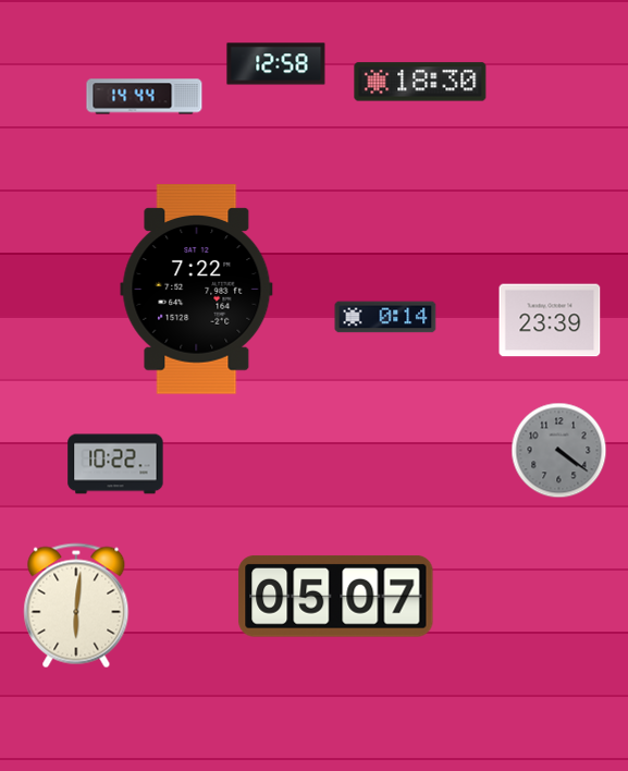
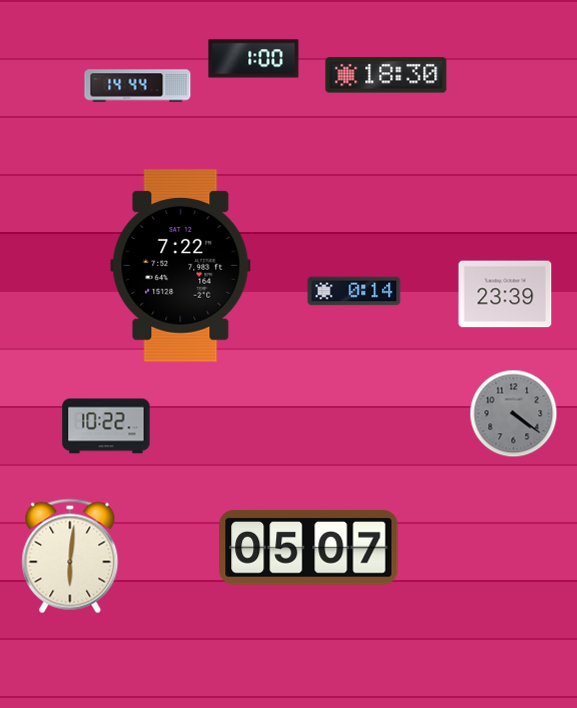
clock at (276, 64): 12:58 -> 1:00
clock at (145, 97) position: (145, 97) -> (138, 86)
